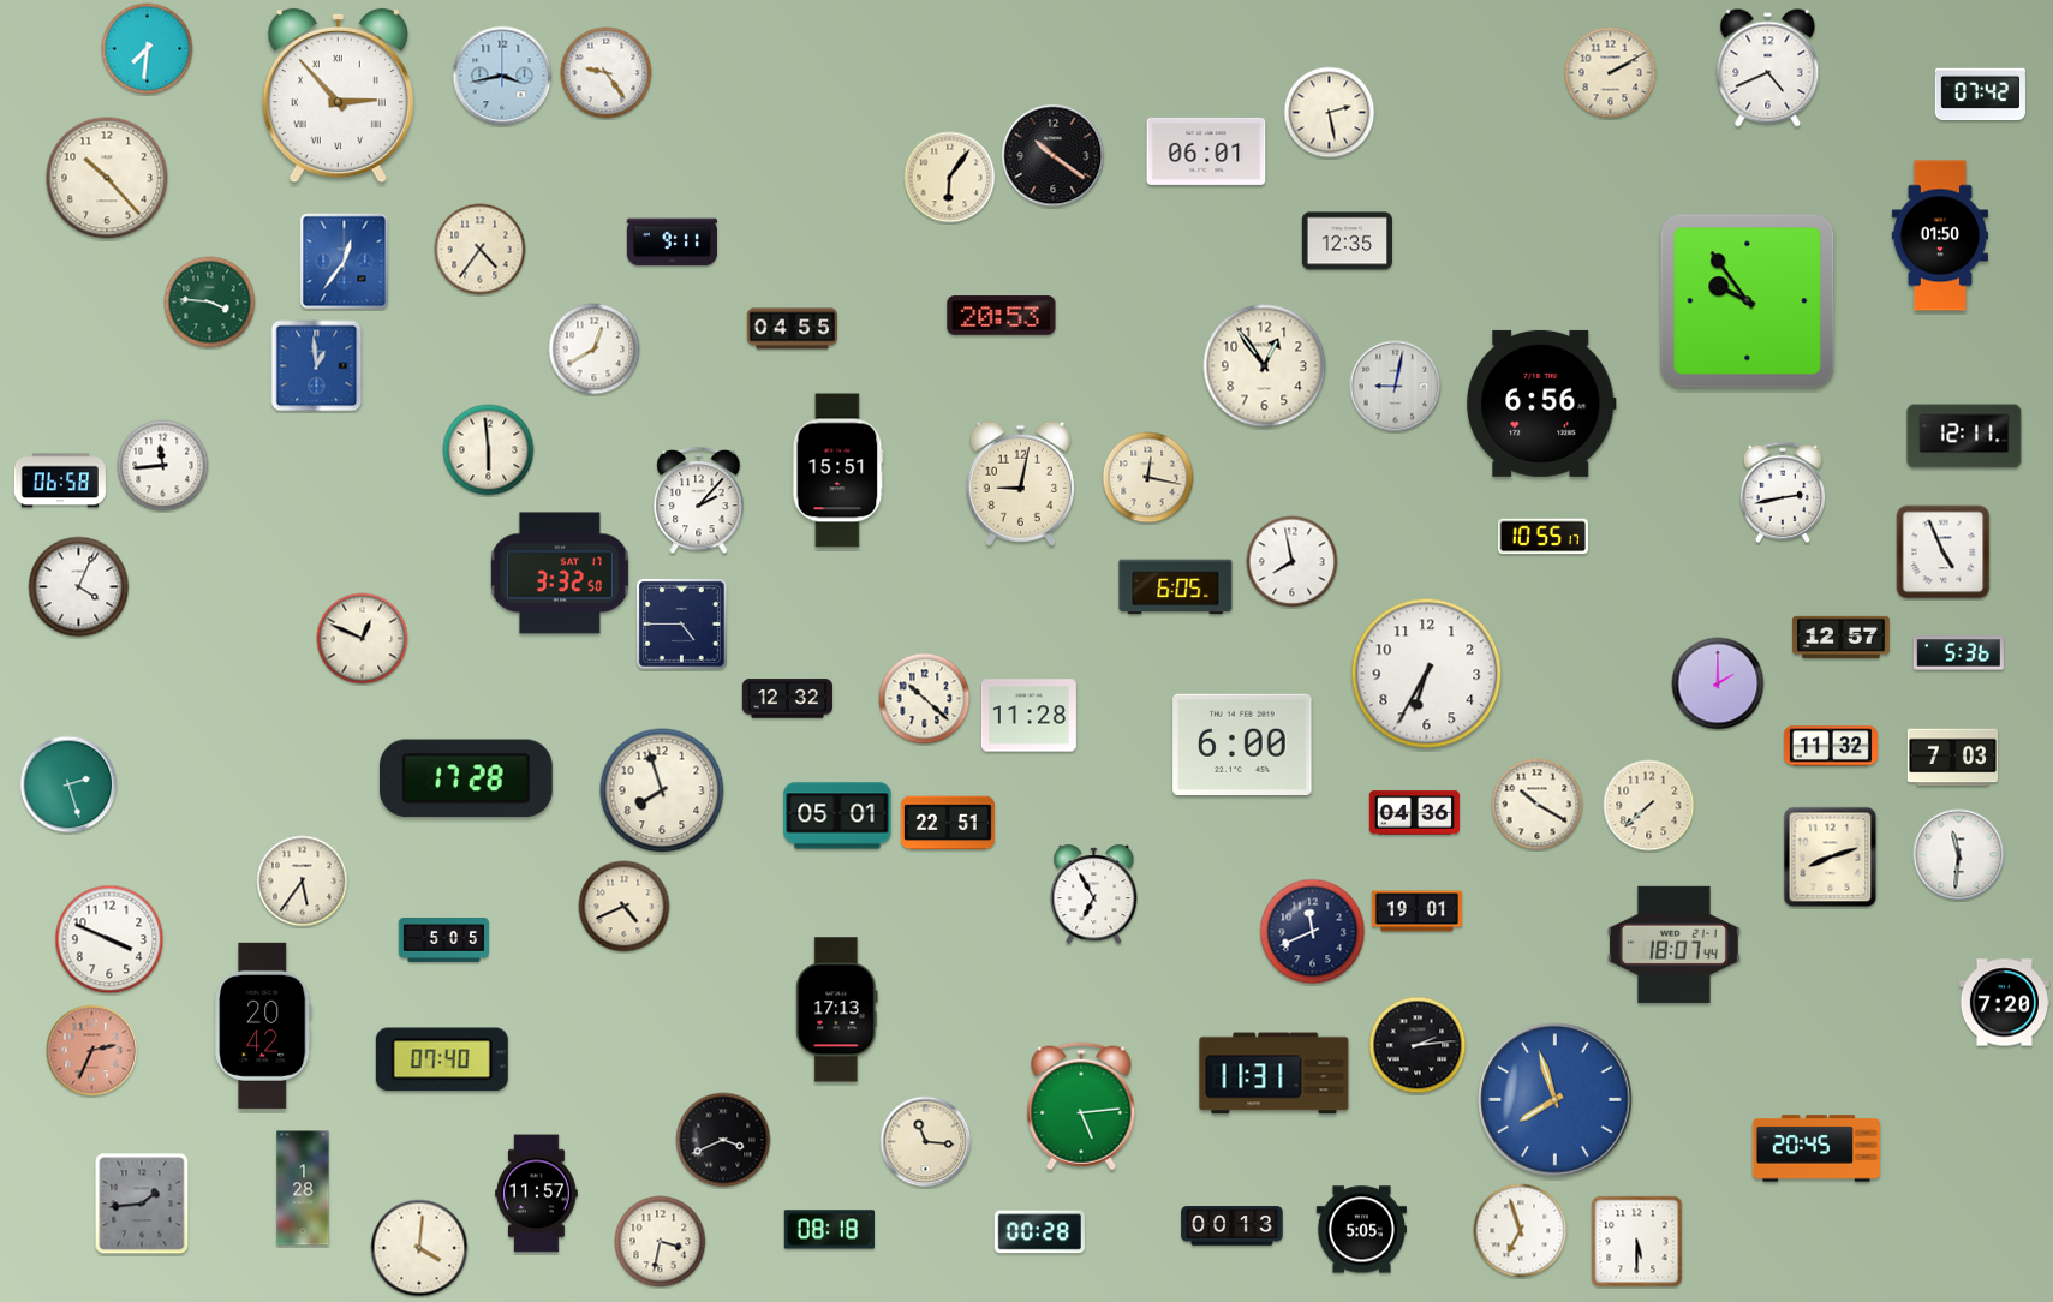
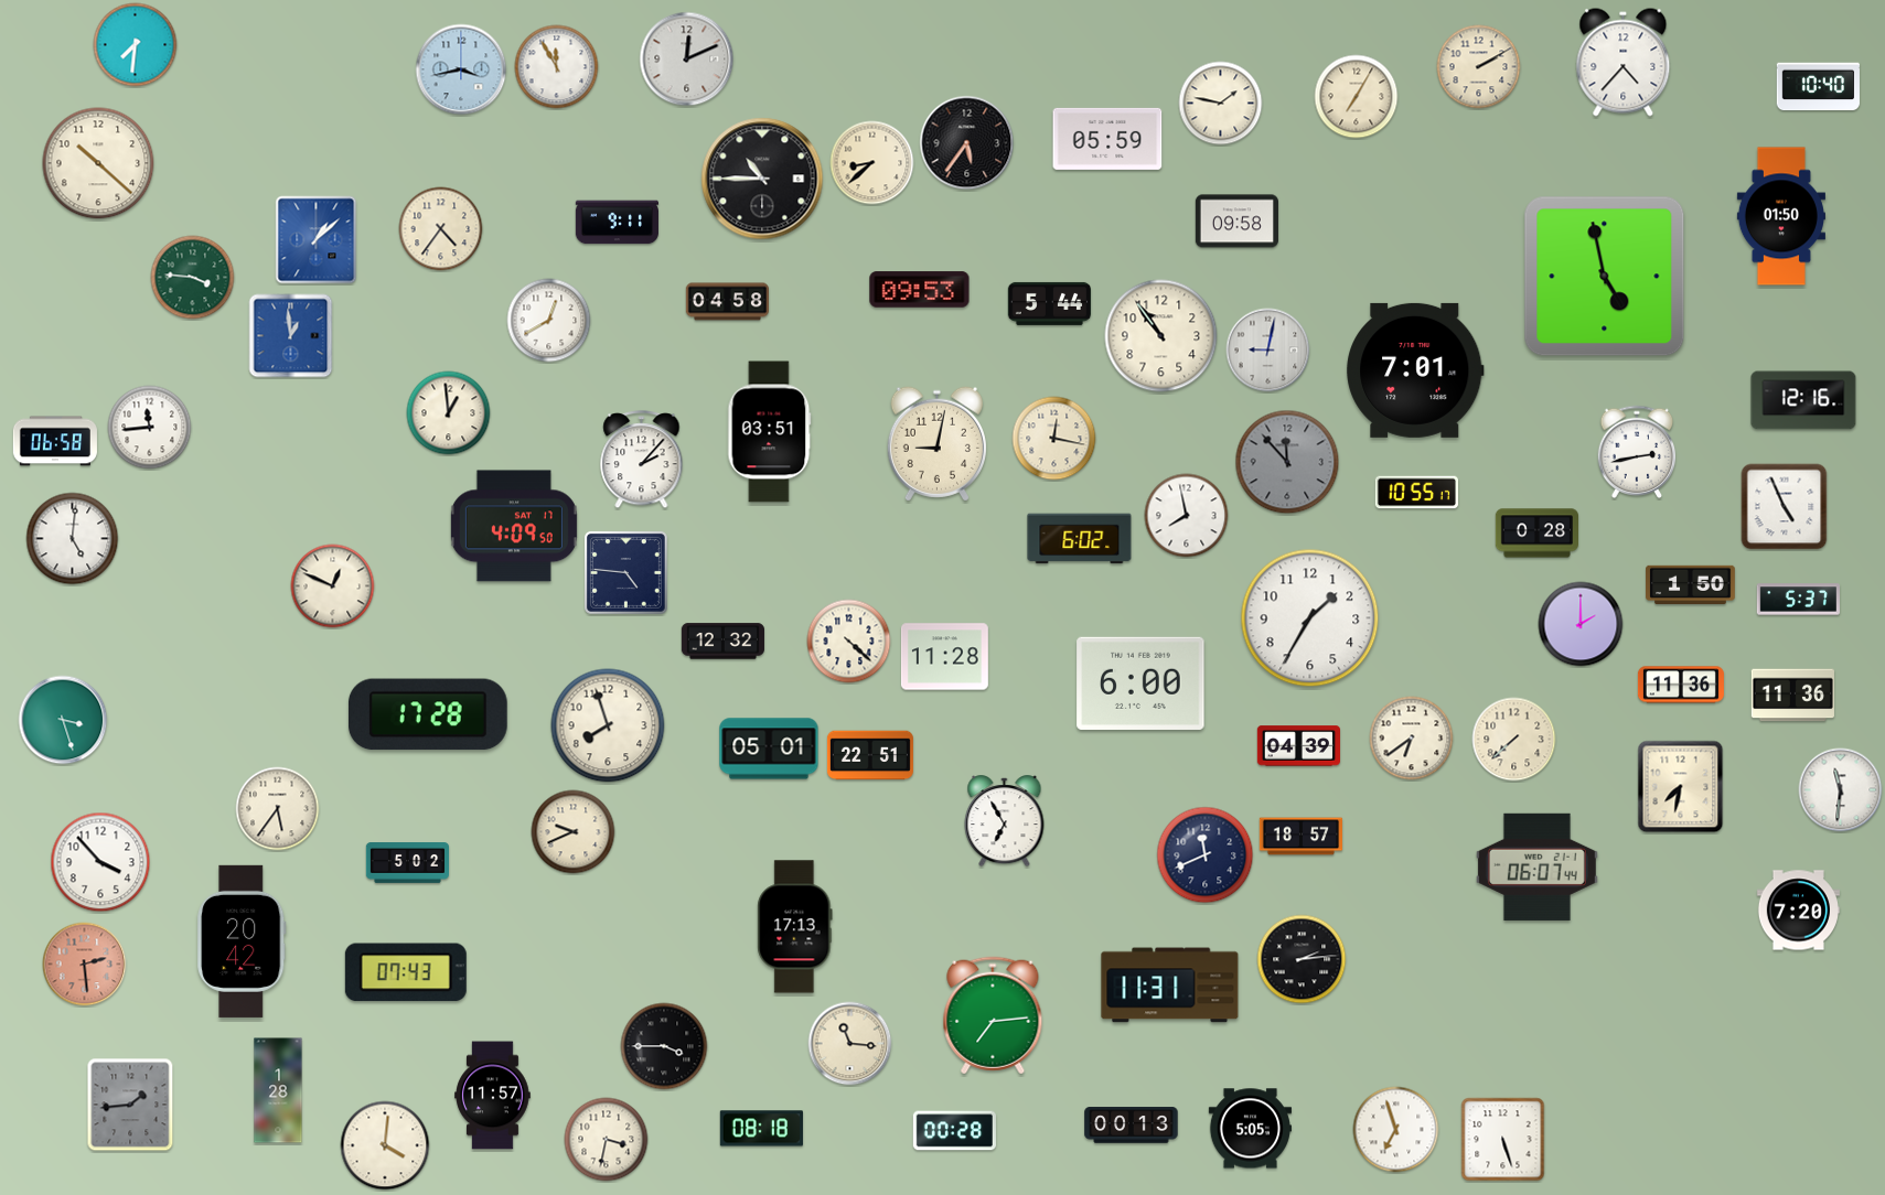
clock at (687, 60): none -> 12:11
clock at (1768, 68): 4:41 -> 4:37
clock at (607, 73): 9:24 -> 11:55
clock at (1980, 95): 07:42 -> 10:40
clock at (338, 96): 2:53 -> none
clock at (1357, 97): none -> 7:05
clock at (1330, 113): 2:28 -> 1:47
clock at (1206, 151): 06:01 -> 05:59
clock at (1054, 156): 10:21 -> 5:36
clock at (107, 178): 10:23 -> 10:22
clock at (950, 178): 6:06 -> 8:38
clock at (762, 179): none -> 10:45
clock at (1347, 241): 12:35 -> 09:58
clock at (345, 262): 12:36 -> 1:08
clock at (1748, 301): 9:54 -> 4:58
clock at (1002, 316): 20:53 -> 09:53
clock at (792, 329): 04:55 -> 04:58
clock at (1049, 303): none -> 5:44
clock at (595, 350) position: (595, 350) -> (549, 321)
clock at (1265, 366): 12:54 -> 10:54
clock at (1396, 387) position: (1396, 387) -> (1268, 351)
clock at (1541, 404): 6:56 -> 7:01
clock at (1964, 436): 12:11 -> 12:16
clock at (489, 450): 5:59 -> 12:59
clock at (838, 471): 15:51 -> 03:51
clock at (1287, 462): none -> 11:53
clock at (560, 573): 3:32 -> 4:09
clock at (1536, 534): none -> 0:28
clock at (79, 587): 4:04 -> 5:01
clock at (1176, 587): 6:05 -> 6:02
clock at (681, 623): 4:45 -> 4:46
clock at (1842, 637): 12:57 -> 1:50
clock at (1958, 653): 5:36 -> 5:37
clock at (1427, 674): 6:35 -> 1:35
clock at (1718, 683) position: (1718, 683) -> (1581, 624)
clock at (925, 699): 10:22 -> 4:22
clock at (1831, 746): 11:32 -> 11:36
clock at (1952, 758): 7:03 -> 11:36
clock at (68, 784): 2:27 -> 3:27
clock at (1538, 805): 10:20 -> 6:39
clock at (1414, 813): 04:36 -> 04:39
clock at (1959, 855) position: (1959, 855) -> (1841, 790)
clock at (1831, 858): 8:12 -> 7:32
clock at (625, 907): 4:41 -> 9:41
clock at (1416, 912): 19:01 -> 18:57
clock at (109, 939): 3:49 -> 3:53
clock at (443, 940): 5:05 -> 5:02
clock at (1673, 944): 18:07 -> 06:07
clock at (2004, 1003) position: (2004, 1003) -> (1798, 911)
clock at (837, 1010) position: (837, 1010) -> (795, 927)
clock at (92, 1051): 2:34 -> 2:29
clock at (442, 1059): 07:40 -> 07:43
clock at (1556, 1100): 7:57 -> none
clock at (1081, 1106): 5:14 -> 7:14
clock at (723, 1140): 3:41 -> 3:45
clock at (926, 1142) position: (926, 1142) -> (850, 1044)
clock at (1815, 1148): 20:45 -> none
clock at (1637, 1242): 5:30 -> 5:27
